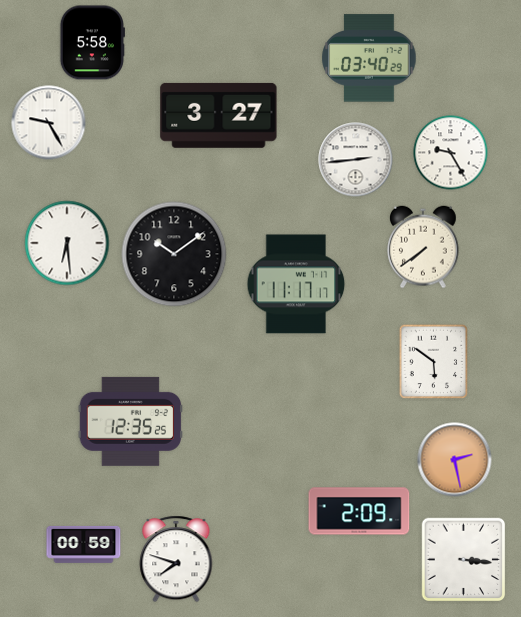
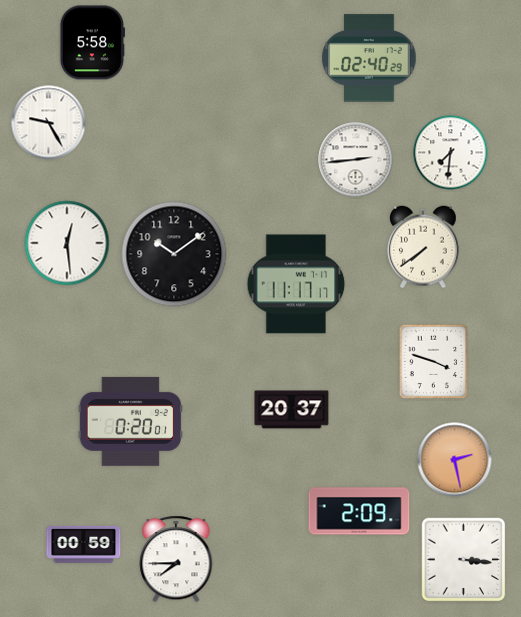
clock at (369, 58): 03:40 -> 02:40
clock at (219, 115): 3:27 -> none
clock at (451, 153): 9:25 -> 7:31
clock at (67, 243): 6:29 -> 12:29
clock at (434, 362): 5:51 -> 3:48
clock at (292, 410): none -> 20:37
clock at (130, 421): 12:35 -> 0:20
clock at (176, 559): 7:48 -> 7:45
